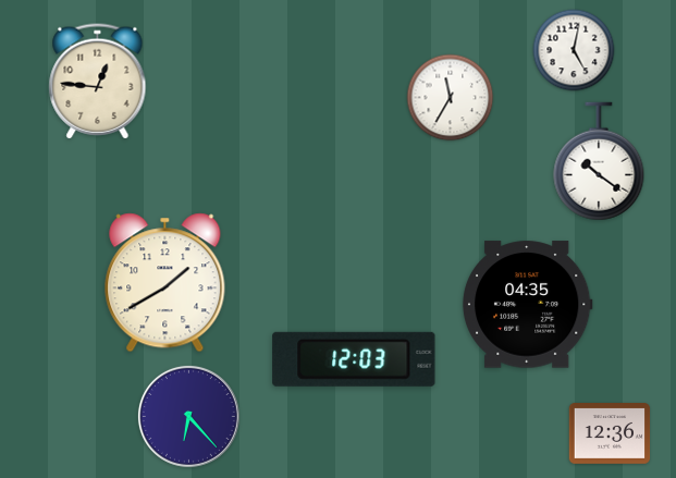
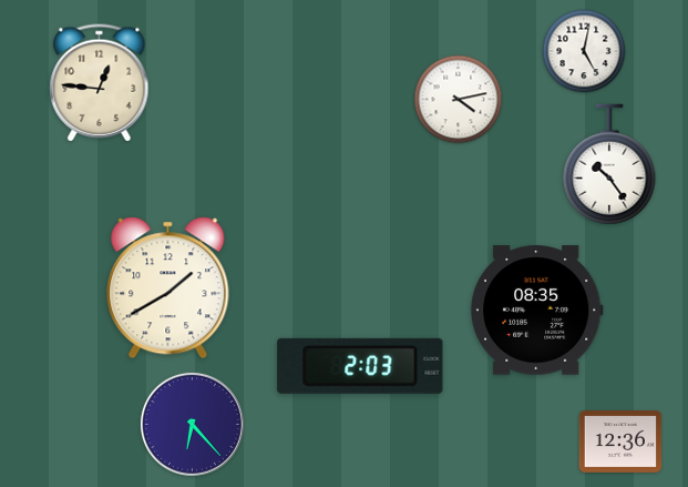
clock at (451, 98): 11:35 -> 4:13
clock at (599, 161): 10:21 -> 10:24
clock at (527, 305): 04:35 -> 08:35
clock at (354, 359): 12:03 -> 2:03
